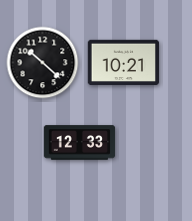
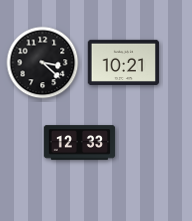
clock at (43, 63): 10:22 -> 3:22
